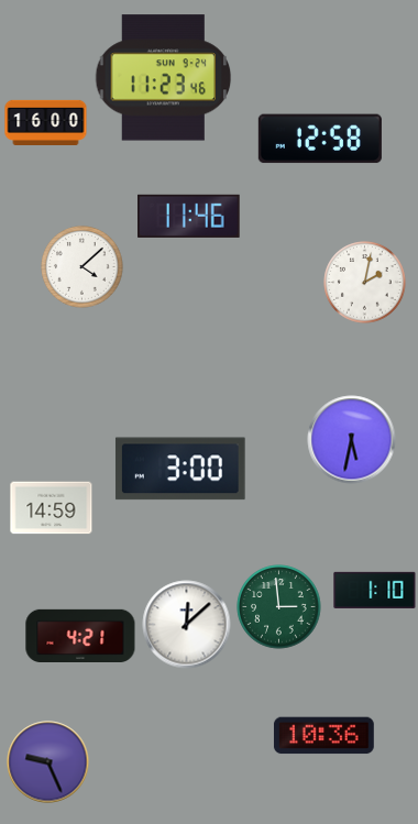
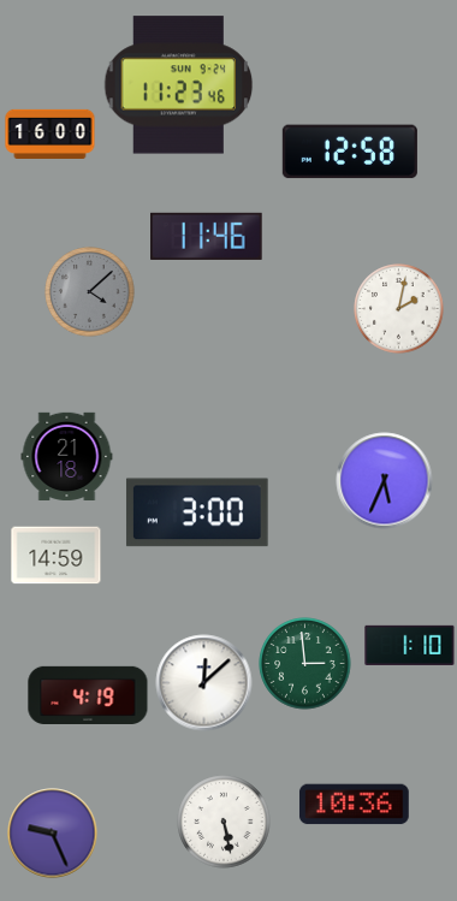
clock at (82, 267) dial: white -> grey
clock at (67, 456): none -> 21:18
clock at (352, 440): 5:32 -> 5:34
clock at (80, 635): 4:21 -> 4:19
clock at (224, 822): none -> 5:28
